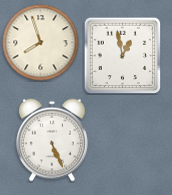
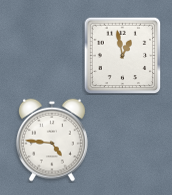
clock at (41, 43): 7:57 -> none
clock at (52, 140): 5:26 -> 4:46
